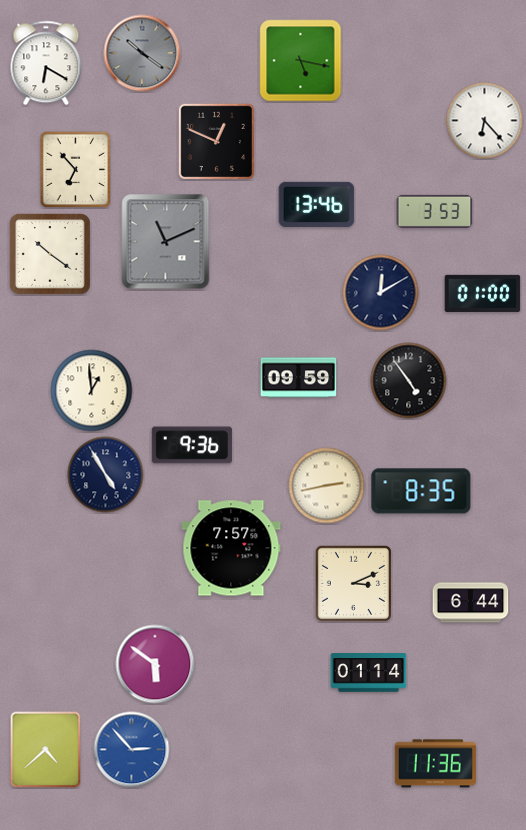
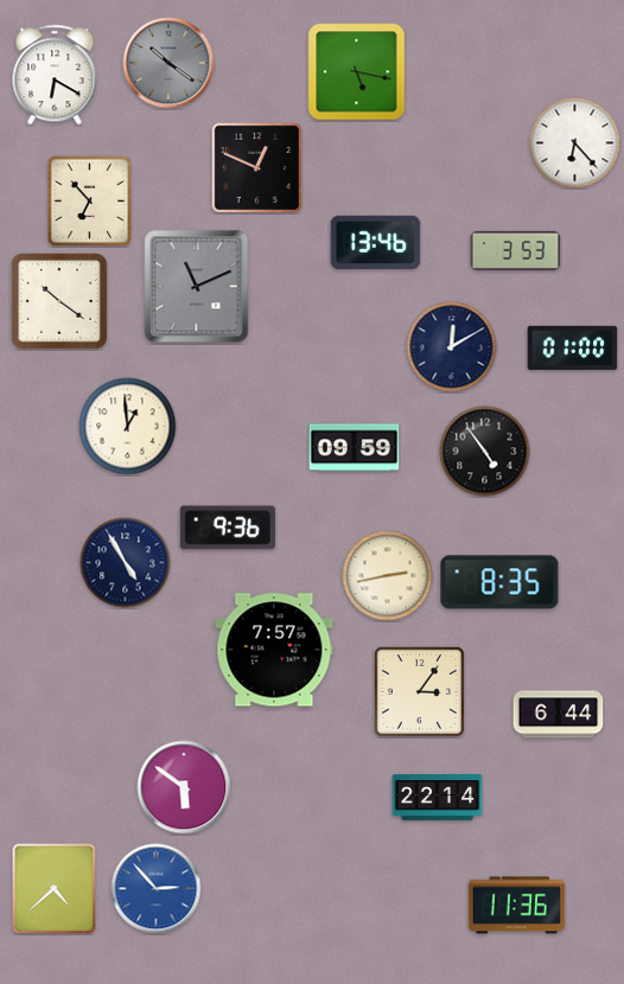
clock at (92, 391) position: (92, 391) -> (128, 427)
clock at (353, 583): 3:11 -> 3:06
clock at (369, 673): 01:14 -> 22:14
